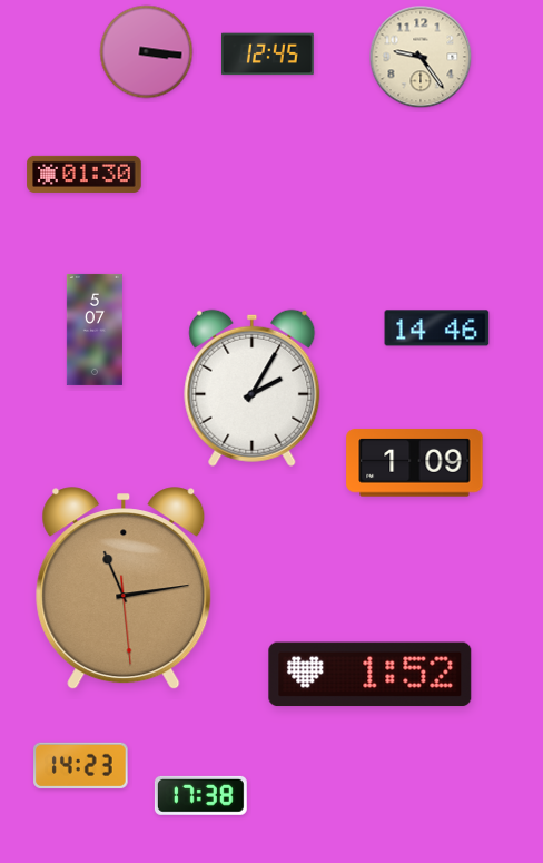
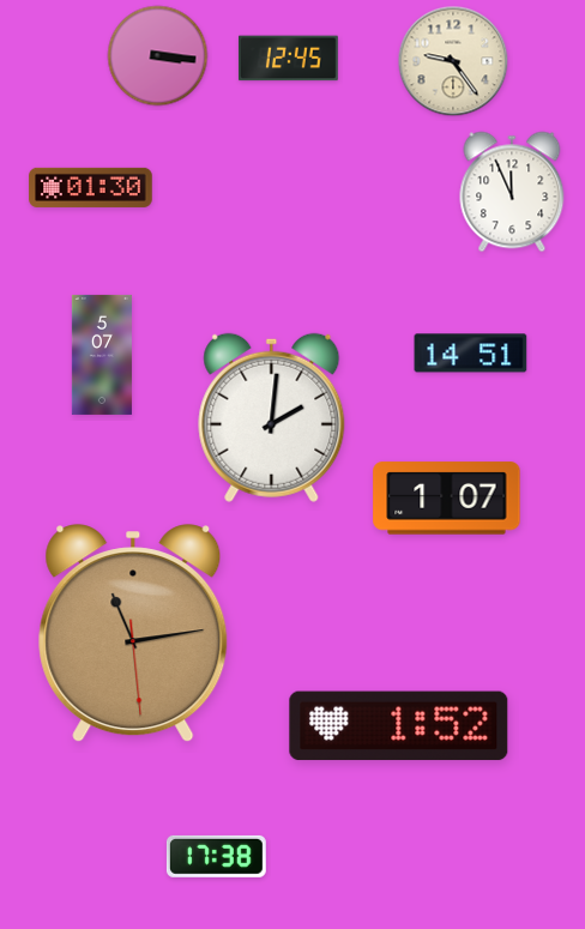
clock at (512, 192): none -> 11:56
clock at (437, 328): 14:46 -> 14:51
clock at (253, 388): 2:05 -> 2:01
clock at (415, 463): 1:09 -> 1:07
clock at (81, 765): 14:23 -> none
